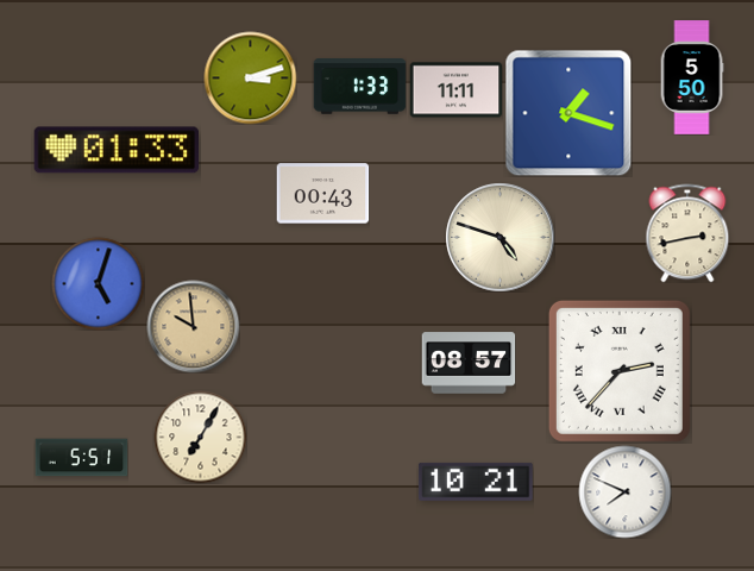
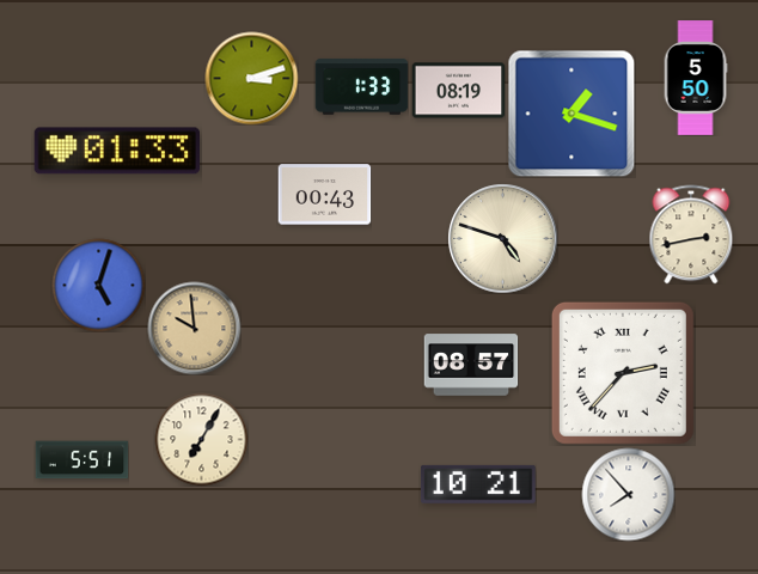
clock at (455, 90): 11:11 -> 08:19
clock at (624, 491): 7:49 -> 7:53
